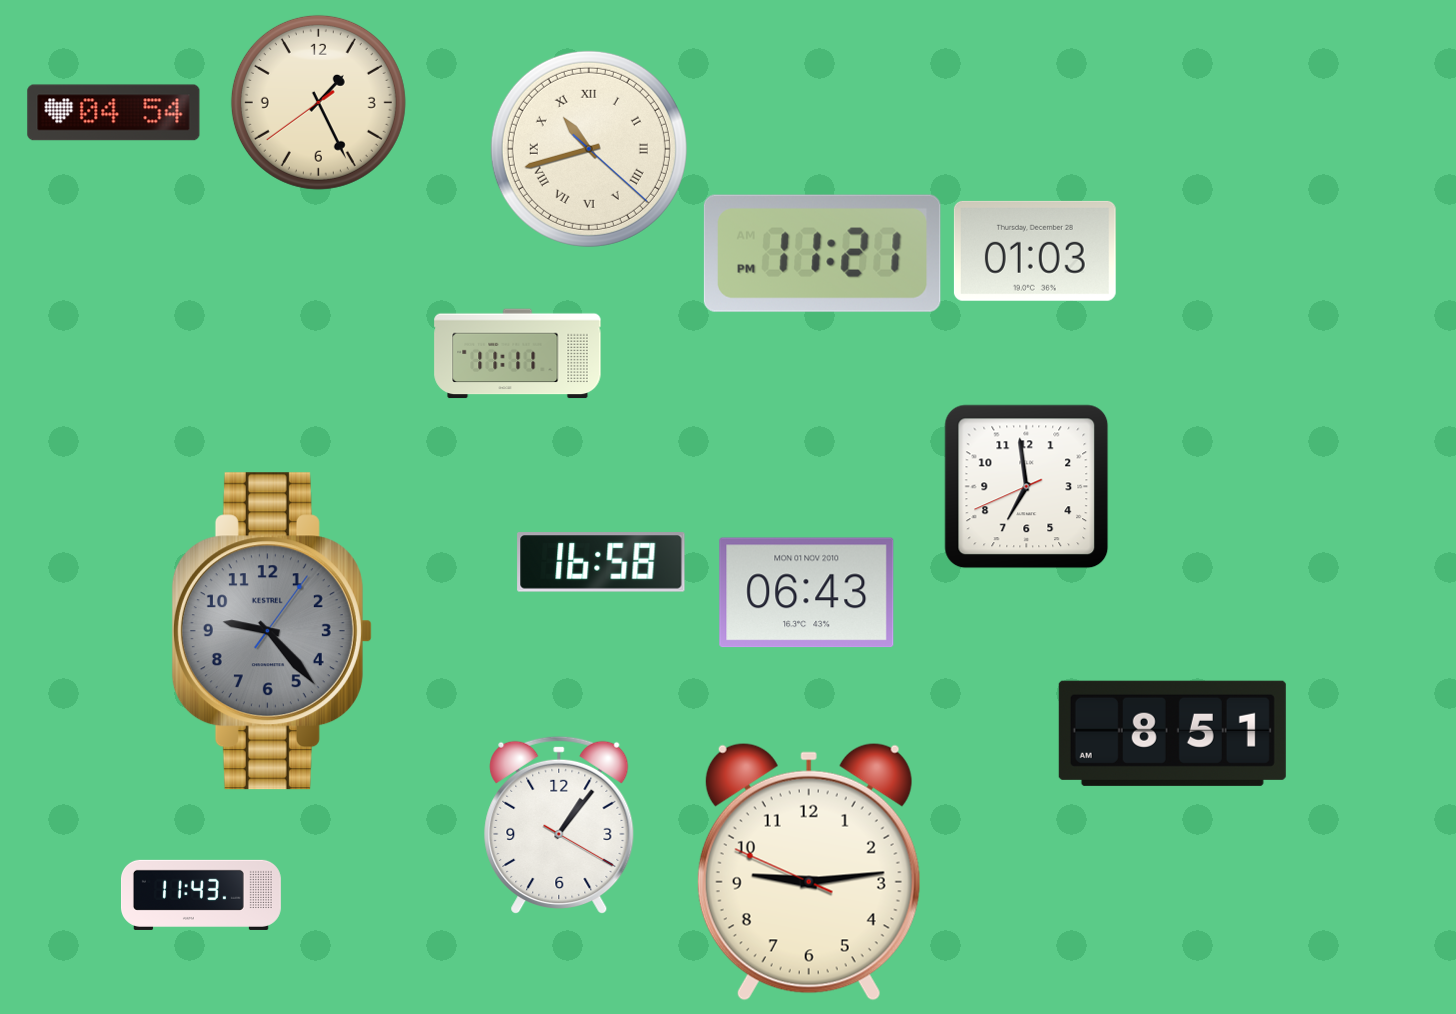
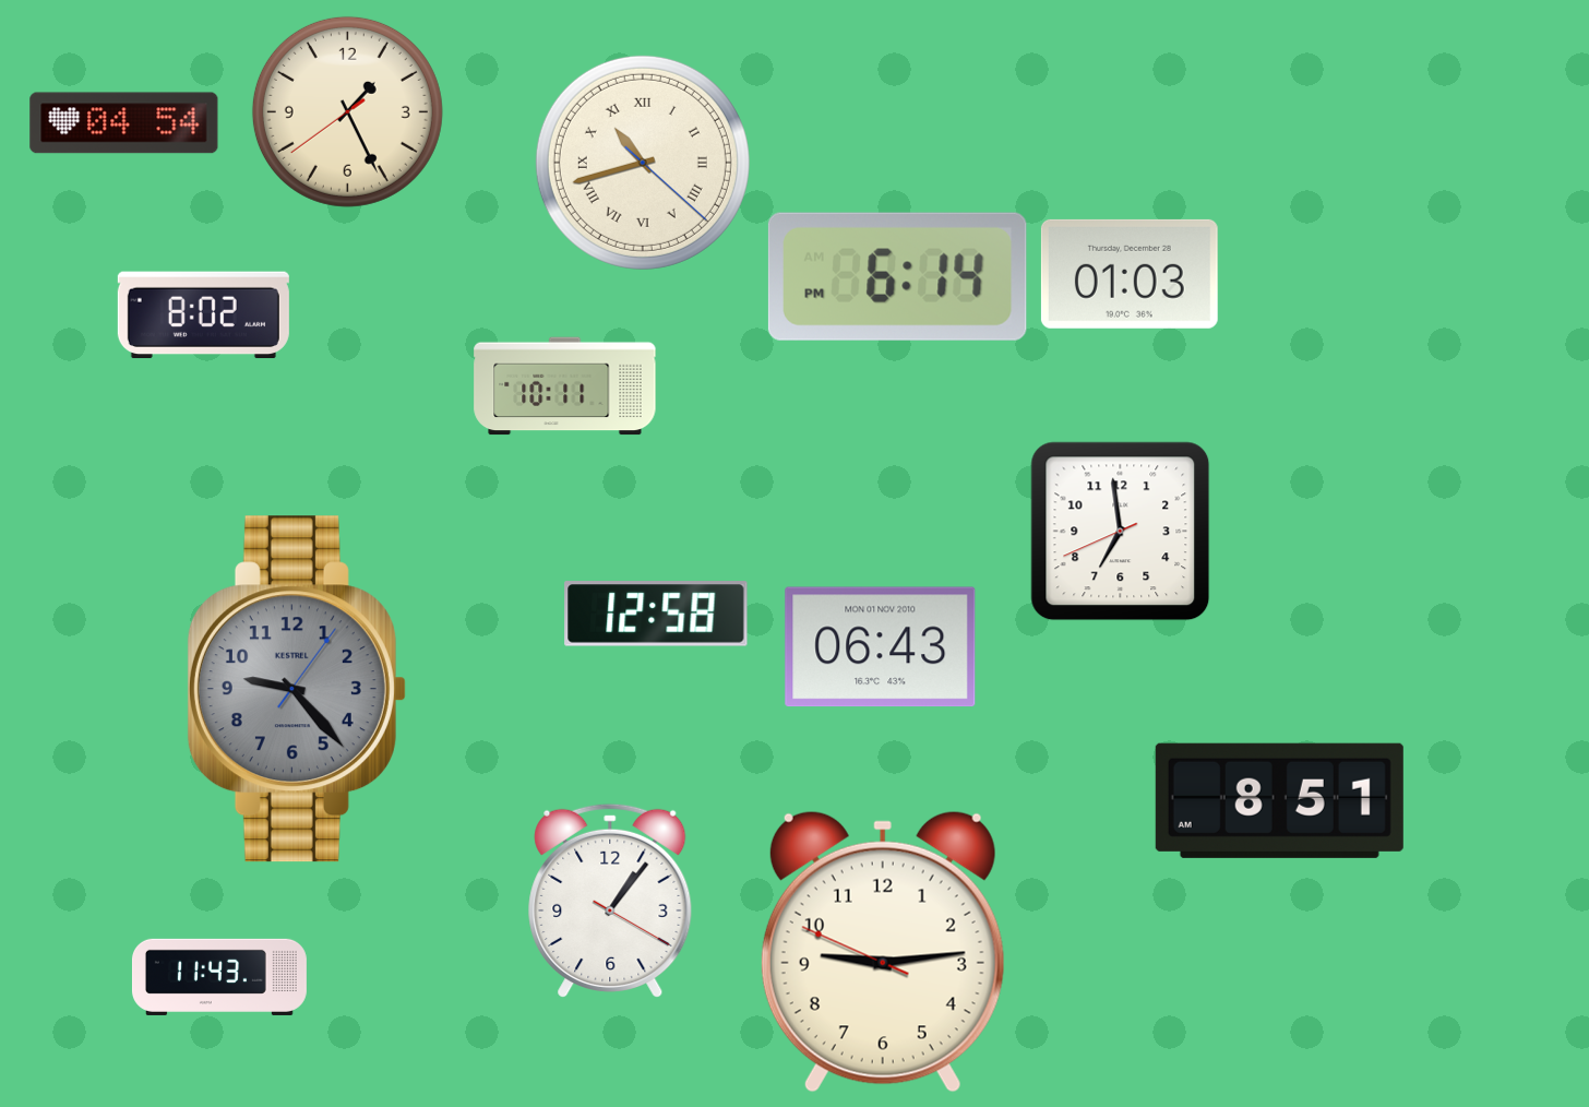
clock at (822, 253): 11:21 -> 6:14
clock at (203, 316): none -> 8:02
clock at (518, 354): 11:11 -> 10:11
clock at (601, 562): 16:58 -> 12:58
